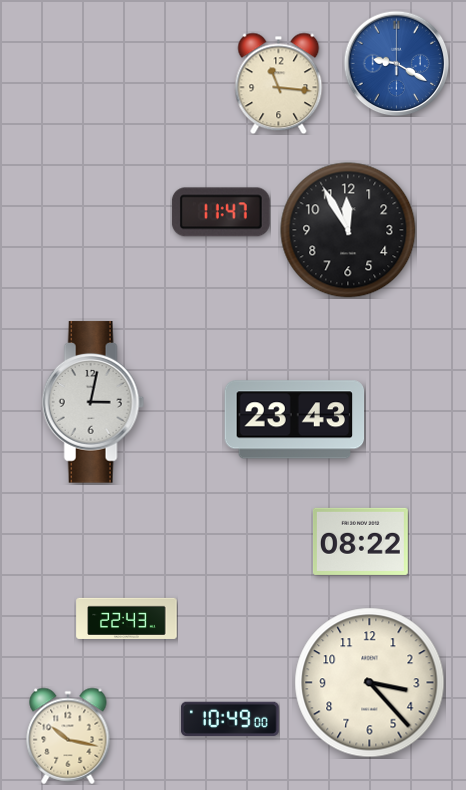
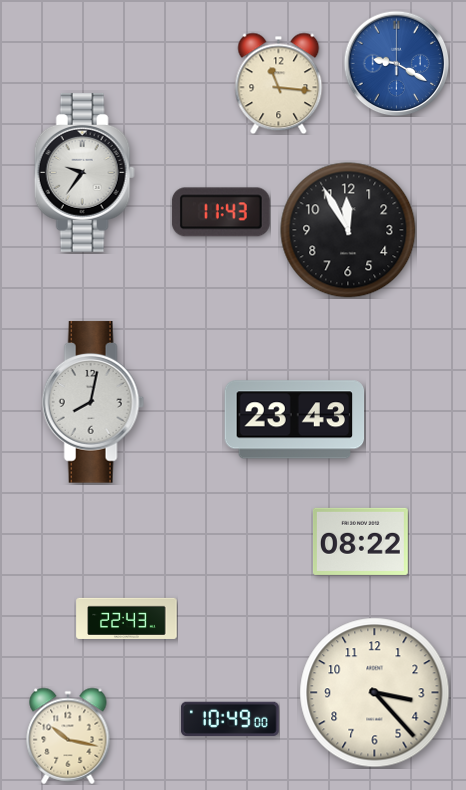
clock at (84, 172): none -> 9:36
clock at (221, 212): 11:47 -> 11:43
clock at (93, 402): 3:02 -> 8:02
clock at (370, 683) position: (370, 683) -> (375, 693)
